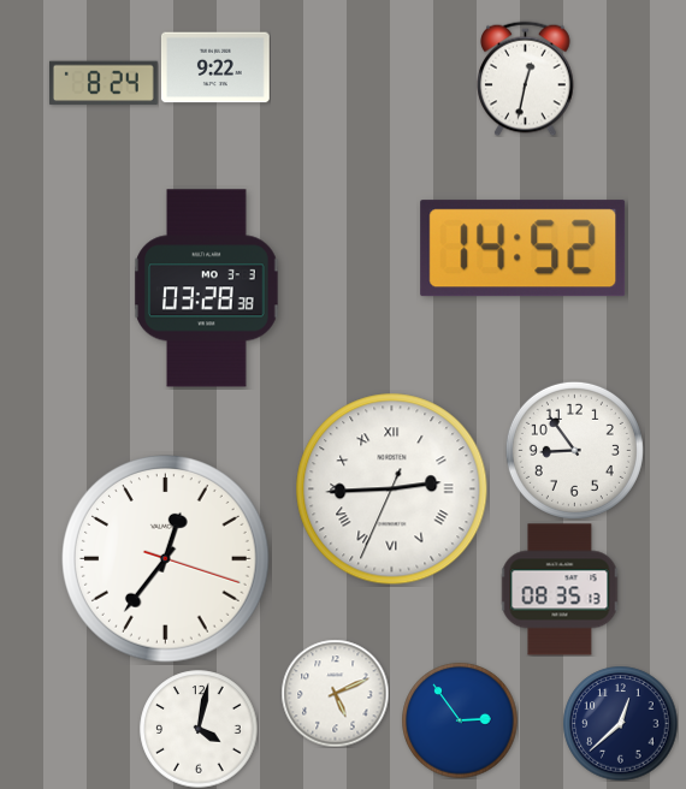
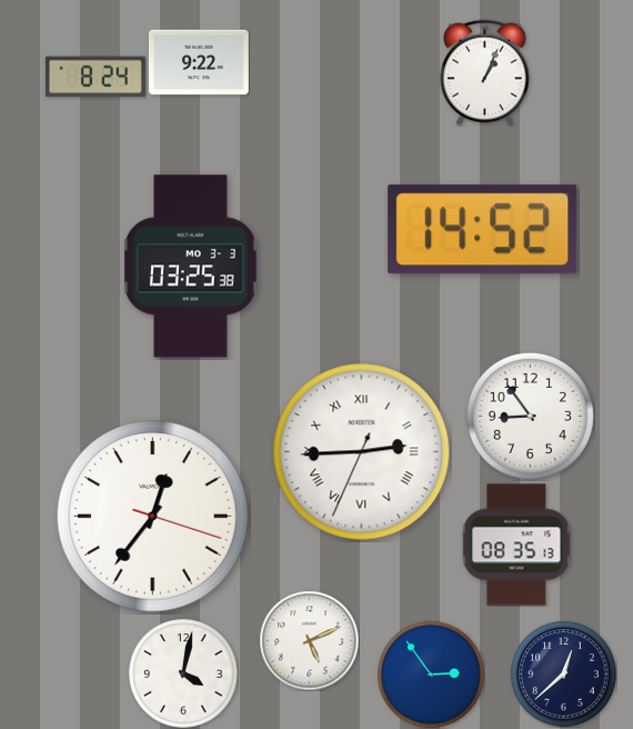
clock at (526, 78): 12:32 -> 1:04
clock at (207, 289): 03:28 -> 03:25
clock at (460, 720) position: (460, 720) -> (431, 675)
clock at (620, 723) position: (620, 723) -> (563, 673)
